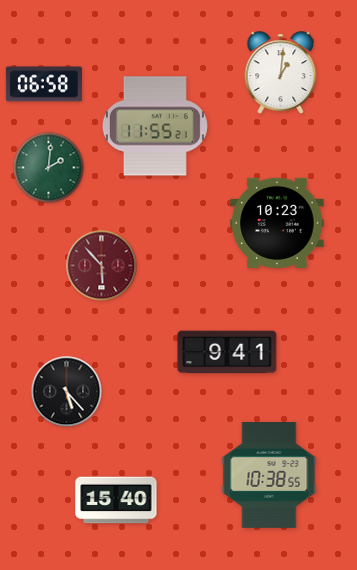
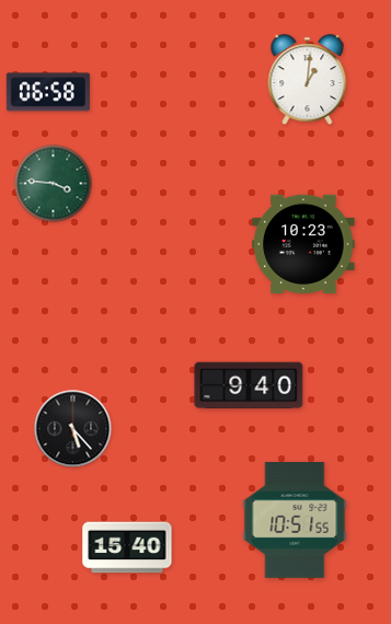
clock at (155, 126): 11:55 -> none
clock at (49, 168): 2:01 -> 3:46
clock at (102, 266): 5:53 -> none
clock at (227, 352): 9:41 -> 9:40
clock at (269, 475): 10:38 -> 10:51
